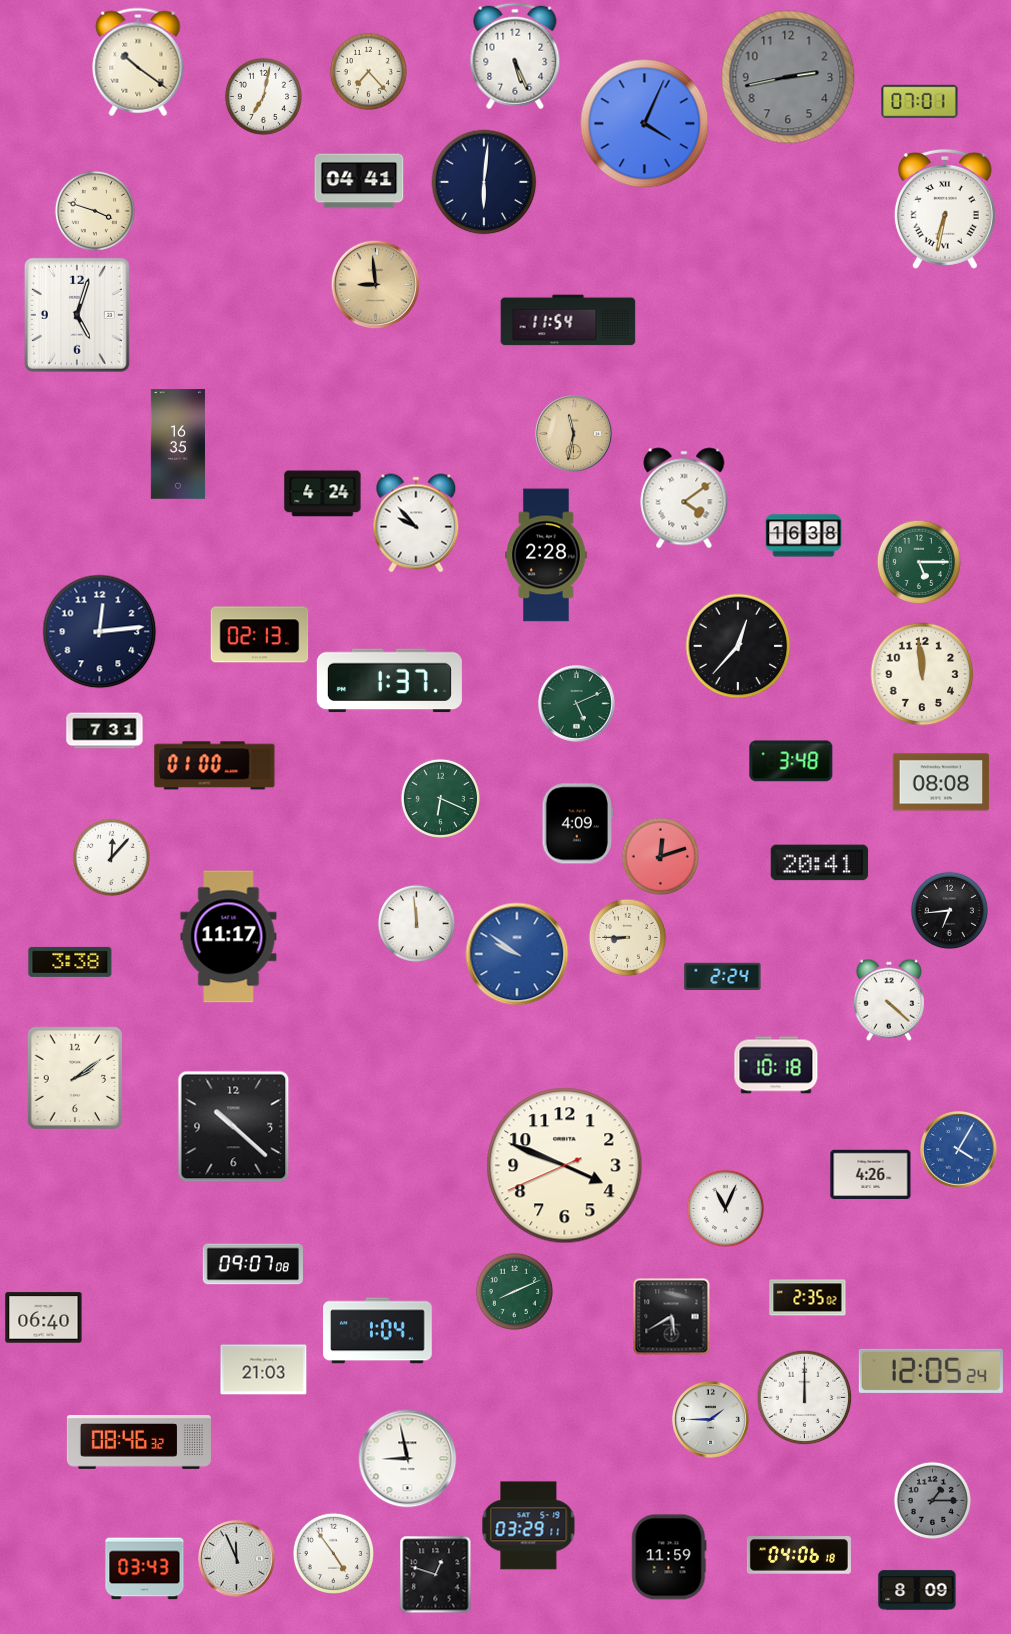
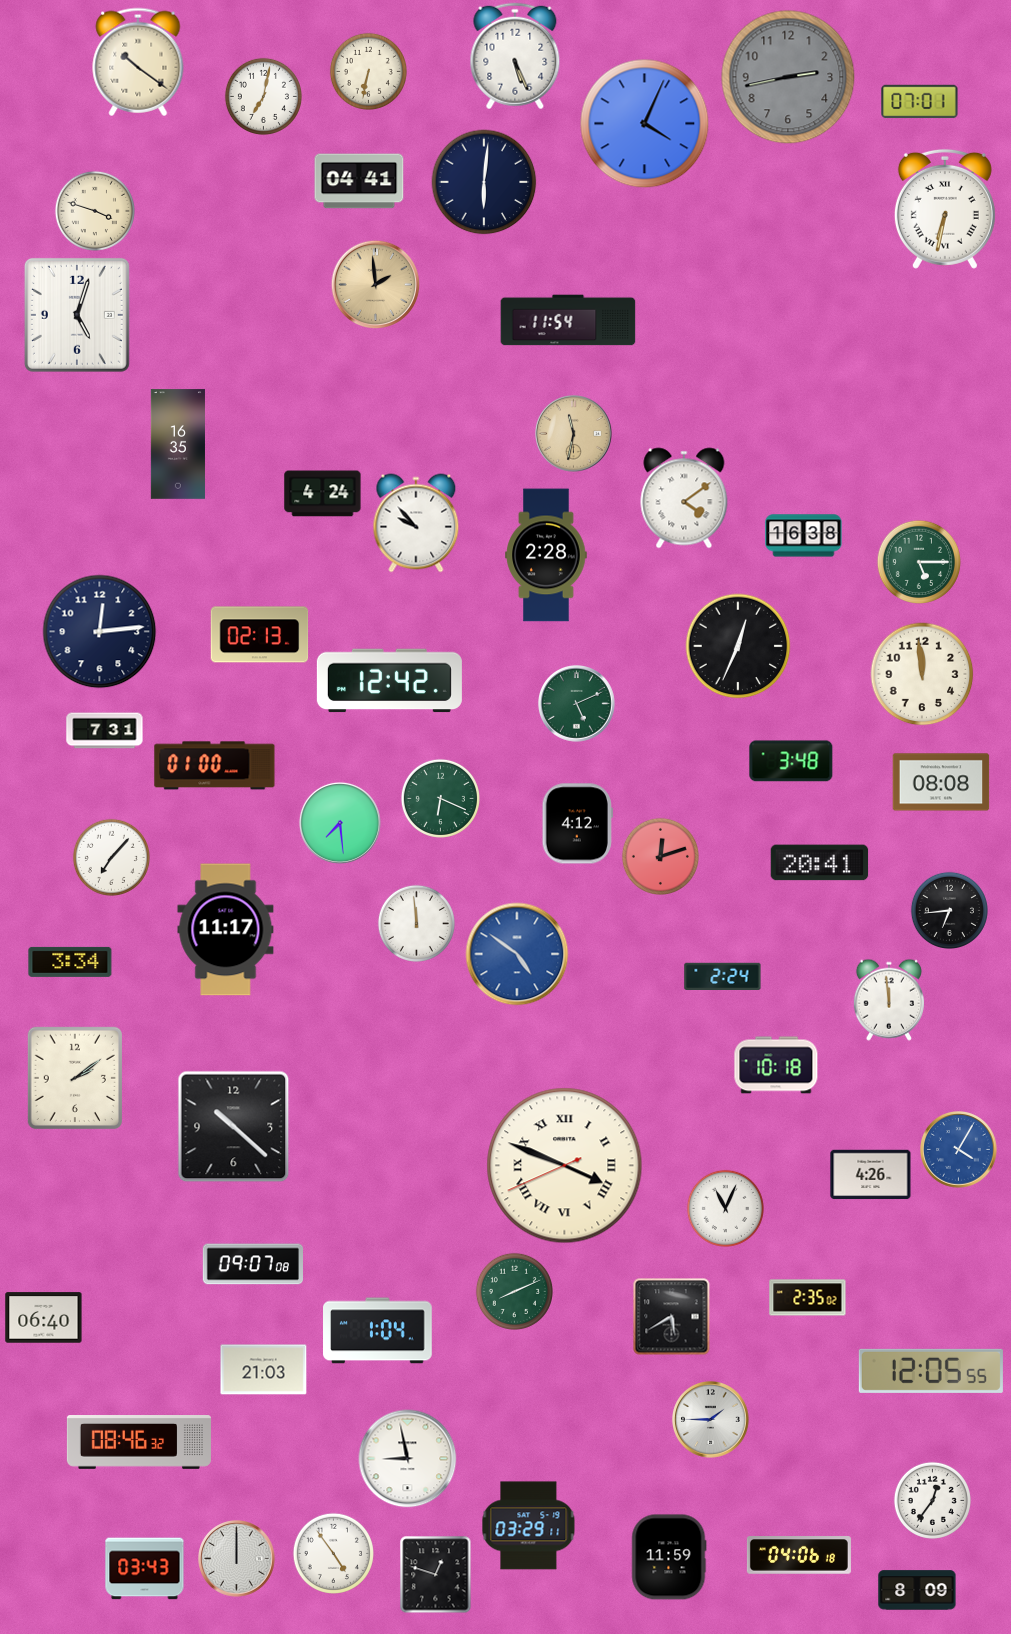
clock at (368, 71): 7:23 -> 6:32
clock at (375, 284): 8:59 -> 1:59
clock at (738, 646): 12:37 -> 12:34
clock at (389, 681): 1:37 -> 12:42
clock at (340, 823): none -> 7:29
clock at (577, 824): 4:09 -> 4:12
clock at (111, 857): 12:07 -> 7:07
clock at (229, 937) position: (229, 937) -> (226, 930)
clock at (627, 937): 8:45 -> none
clock at (517, 954): 9:51 -> 4:51
clock at (70, 962): 3:38 -> 3:34
clock at (889, 1000): 4:22 -> 11:59
clock at (565, 1166) numerals: Arabic -> Roman
clock at (931, 1371): 12:05:24 -> 12:05:55
clock at (804, 1397): 12:00 -> none
clock at (932, 1500): 1:15 -> 12:36
clock at (932, 1500) dial: grey -> white
clock at (237, 1559): 11:56 -> 12:00
